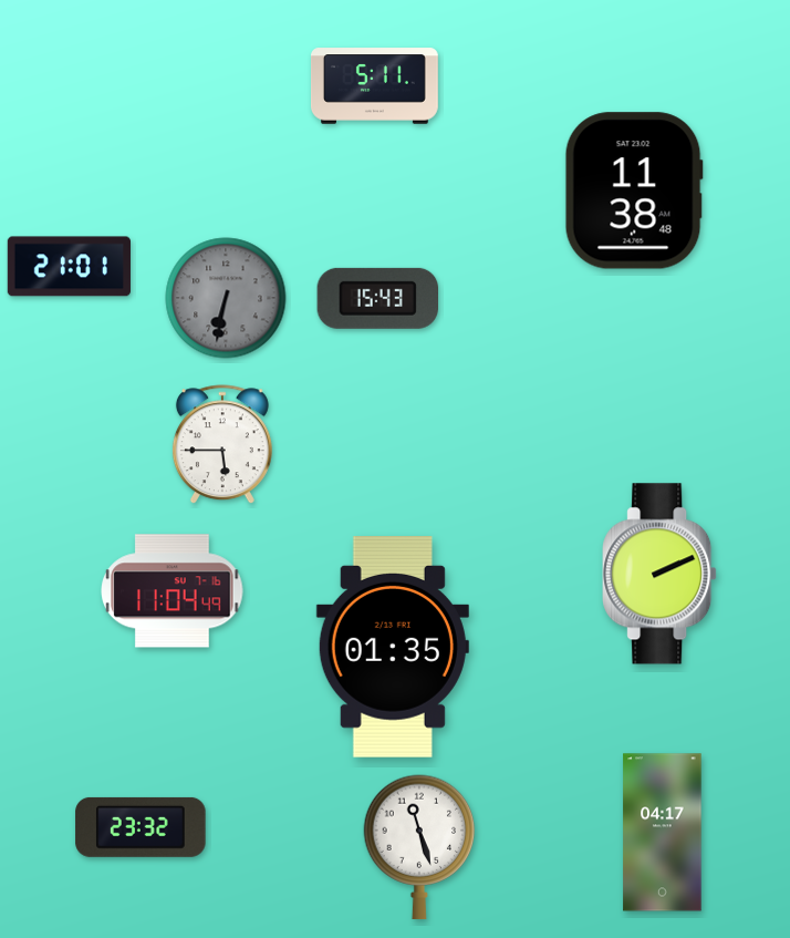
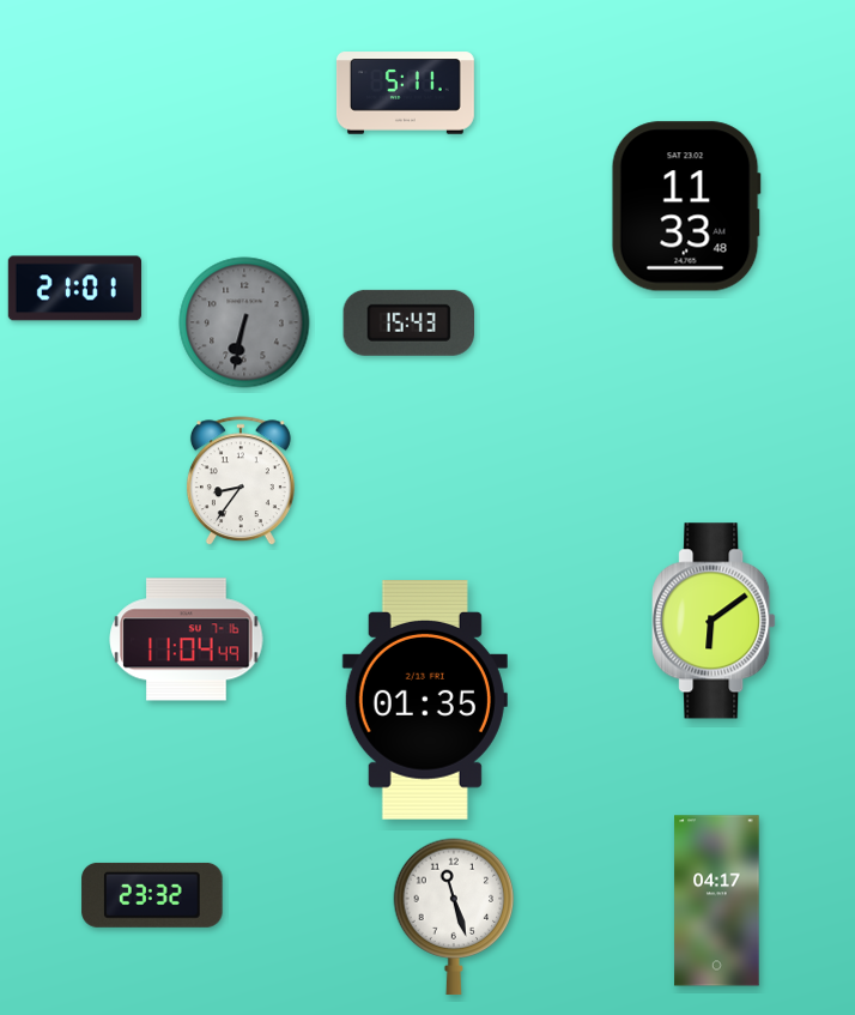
clock at (634, 190): 11:38 -> 11:33
clock at (222, 445): 5:45 -> 8:36
clock at (659, 574): 2:11 -> 6:09
